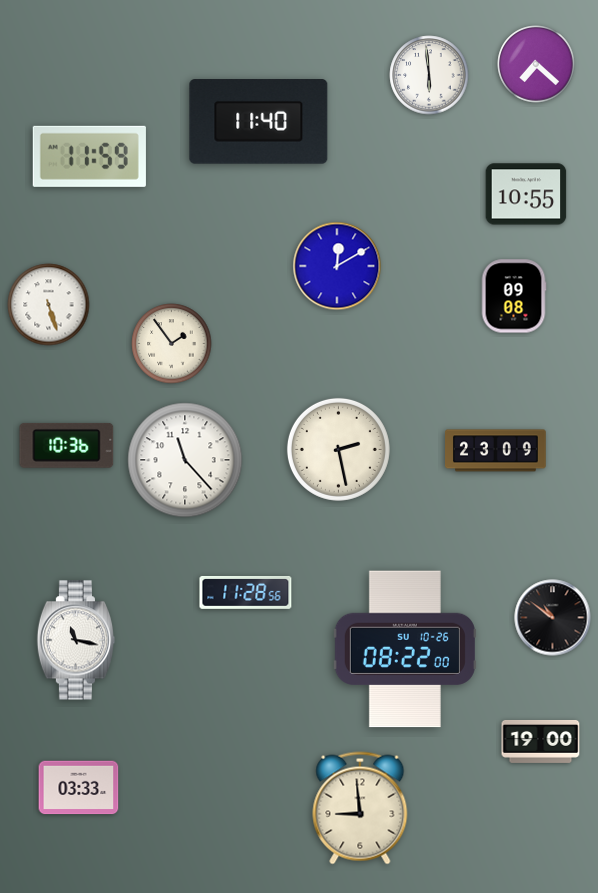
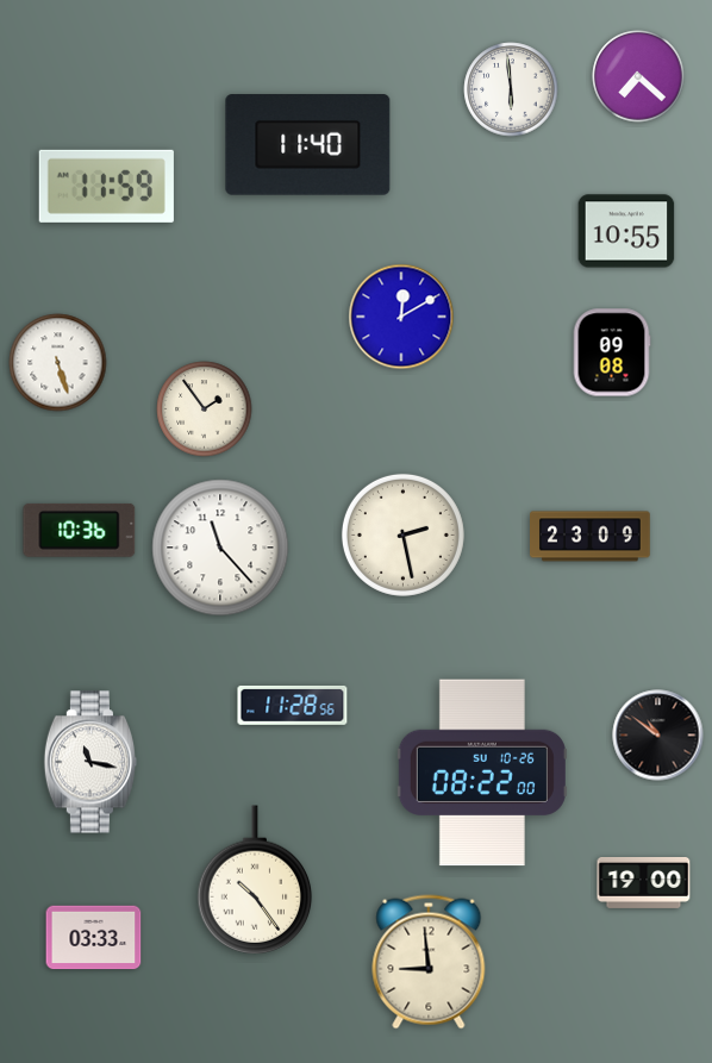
clock at (255, 880): none -> 10:24
